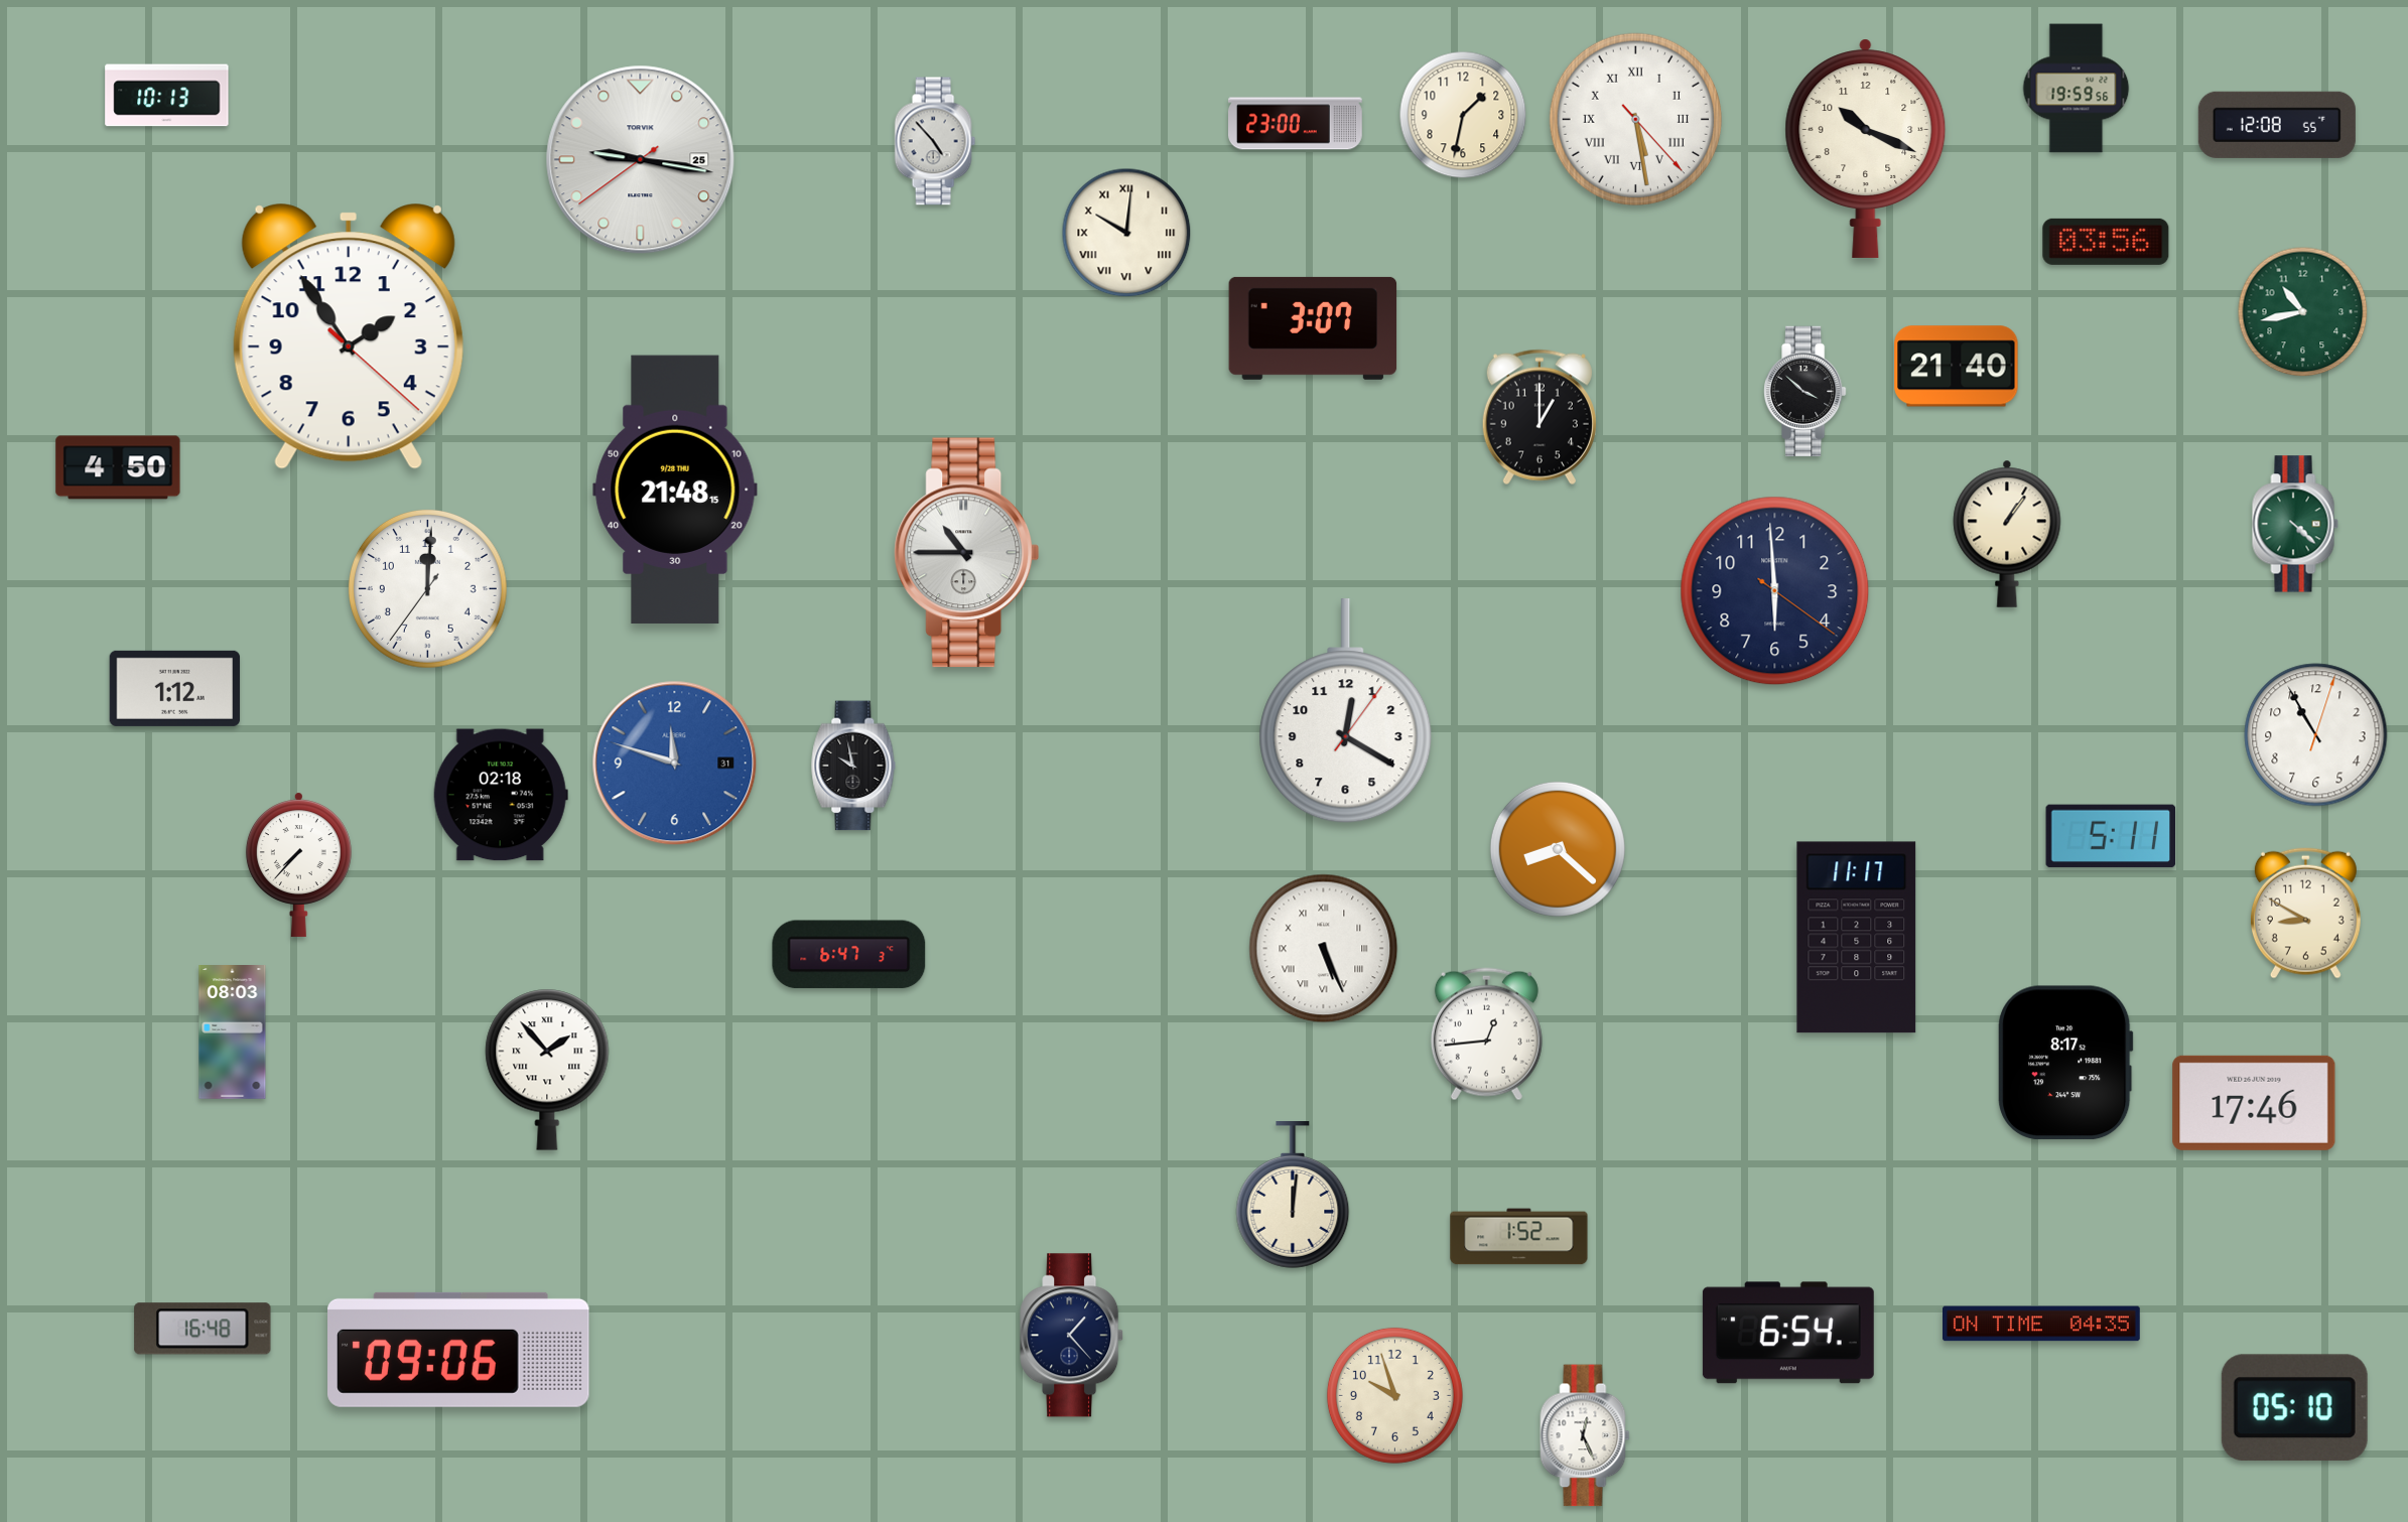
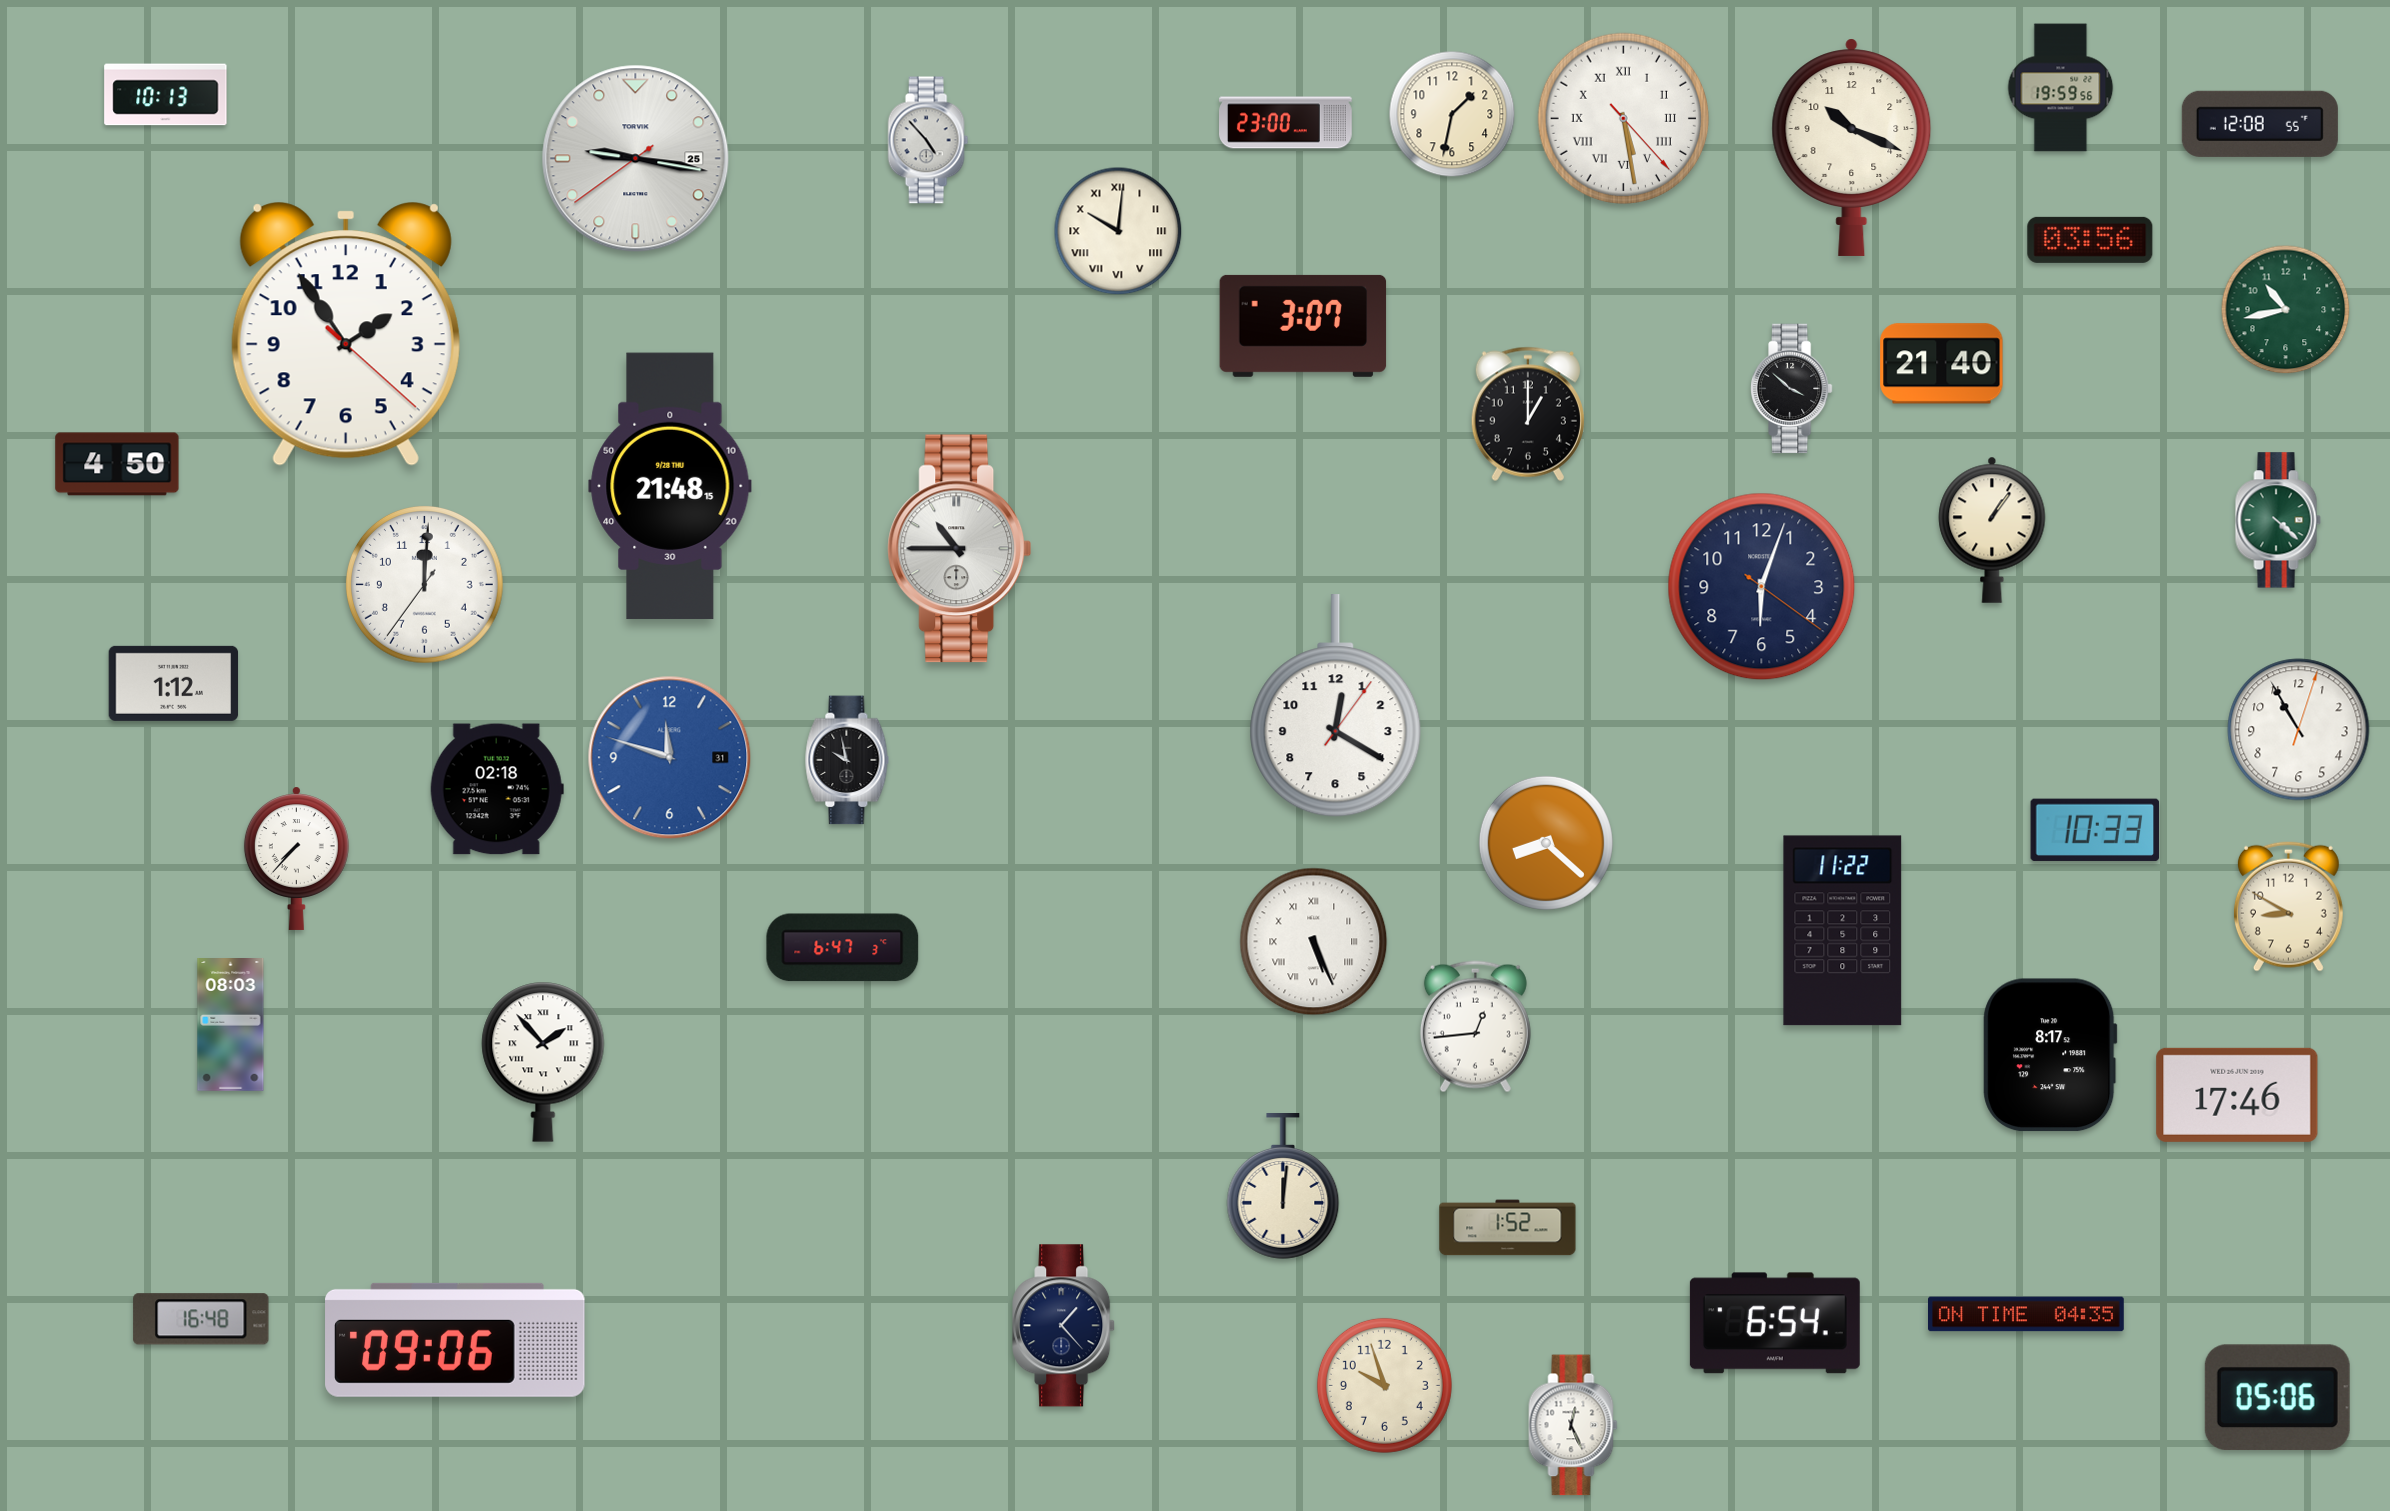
clock at (1775, 591): 5:59 -> 6:03
clock at (2111, 836): 5:11 -> 10:33
clock at (1857, 938): 11:17 -> 11:22
clock at (2294, 1408): 05:10 -> 05:06
